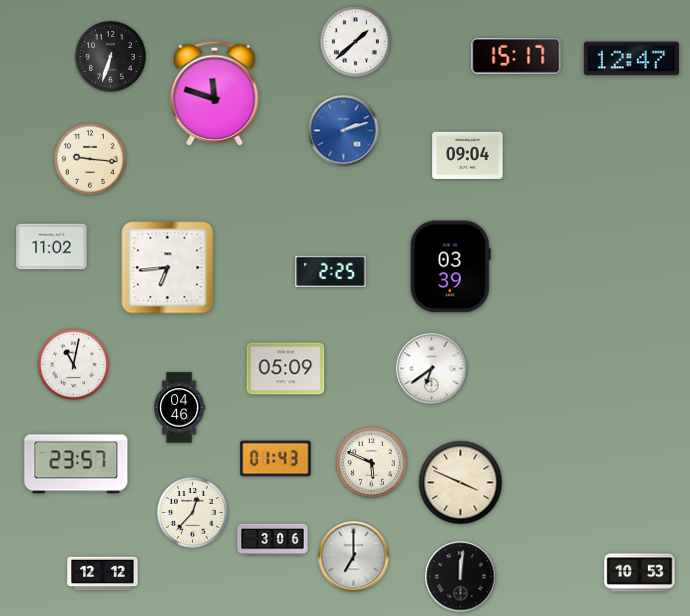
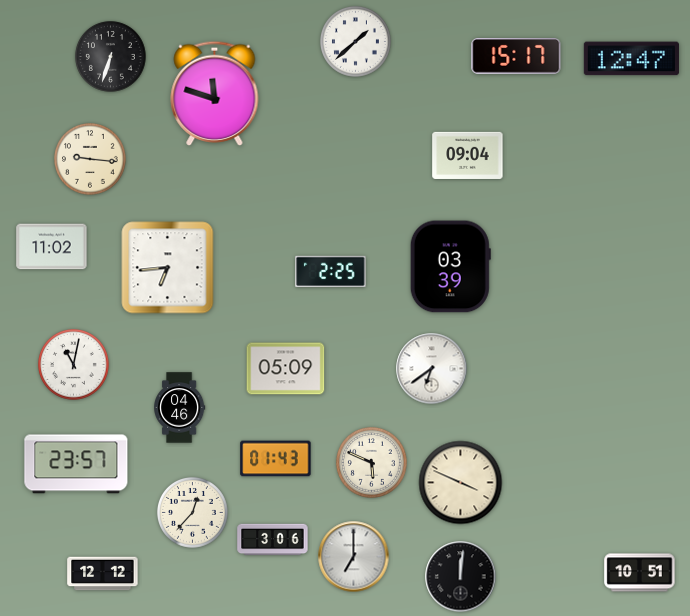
clock at (344, 131): 2:12 -> none
clock at (640, 573): 10:53 -> 10:51
